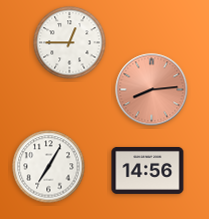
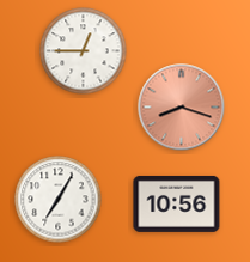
clock at (152, 90): 8:14 -> 8:18
clock at (148, 170): 14:56 -> 10:56
